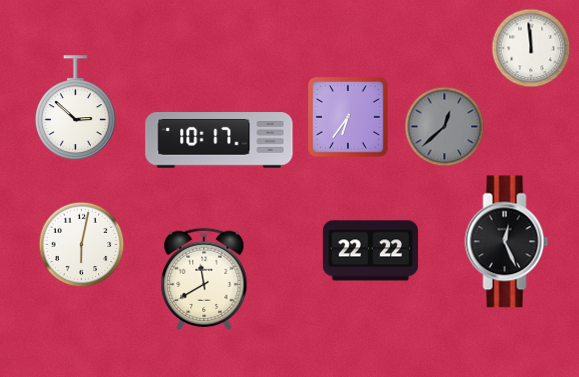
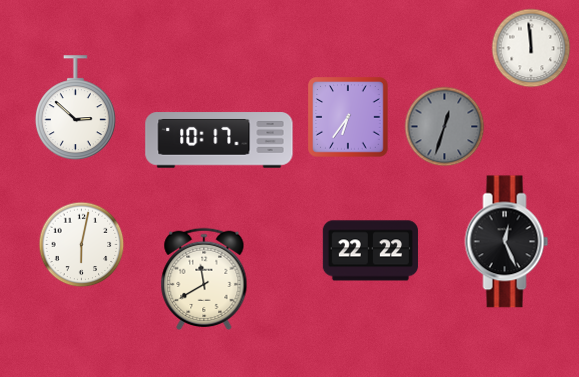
clock at (445, 127): 12:38 -> 12:33
